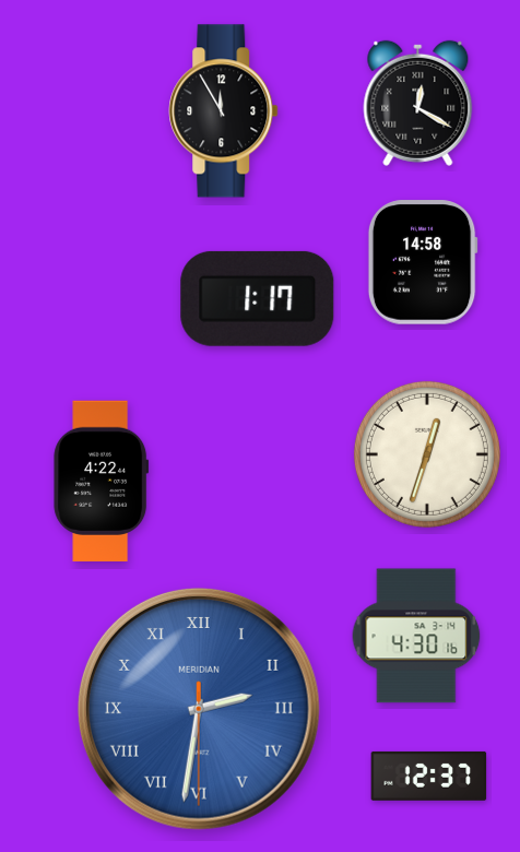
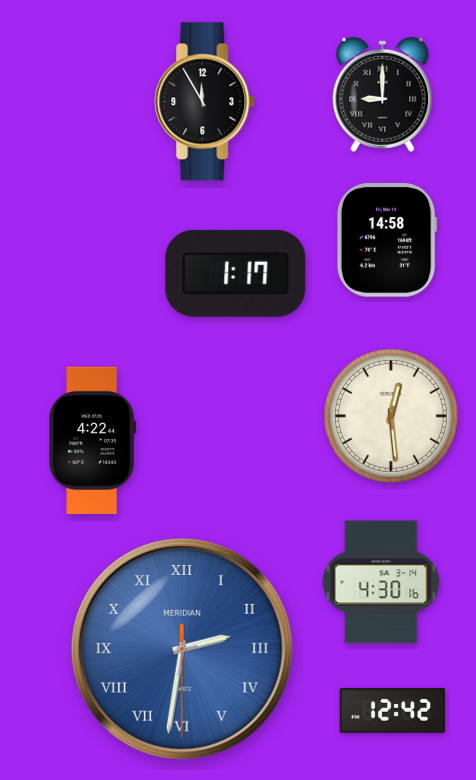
clock at (418, 103): 12:20 -> 9:00
clock at (427, 454): 12:33 -> 12:29
clock at (429, 776): 12:37 -> 12:42
